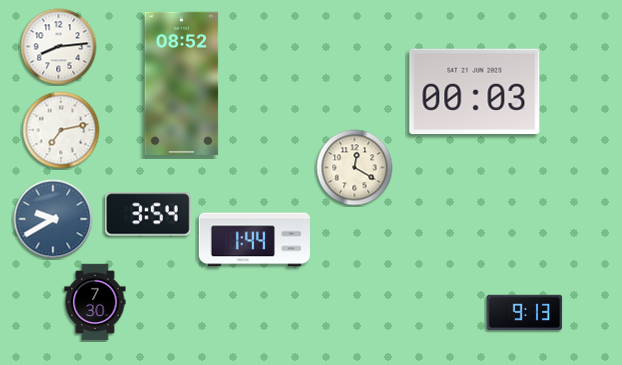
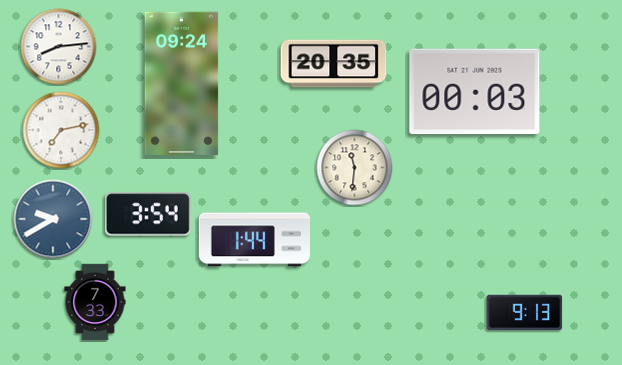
clock at (334, 64): none -> 20:35
clock at (182, 83): 08:52 -> 09:24
clock at (355, 168): 12:20 -> 11:31
clock at (95, 302): 7:30 -> 7:33
